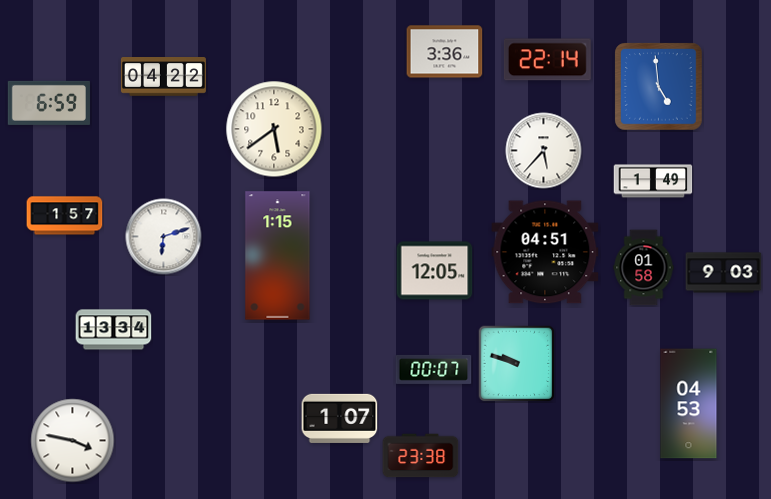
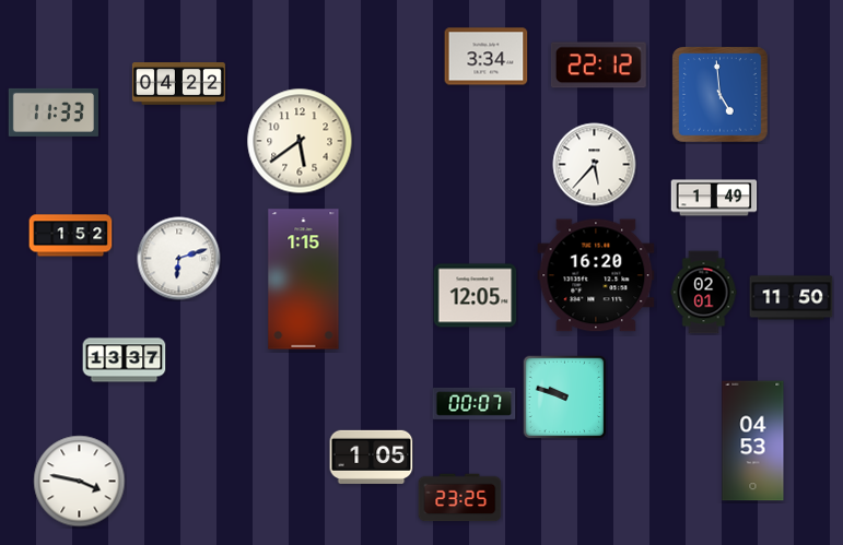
clock at (445, 52): 3:36 -> 3:34
clock at (547, 60): 22:14 -> 22:12
clock at (49, 103): 6:59 -> 11:33
clock at (65, 216): 1:57 -> 1:52
clock at (545, 252): 04:51 -> 16:20
clock at (644, 268): 01:58 -> 02:01
clock at (724, 273): 9:03 -> 11:50
clock at (114, 330): 13:34 -> 13:37
clock at (340, 418): 1:07 -> 1:05
clock at (421, 456): 23:38 -> 23:25
